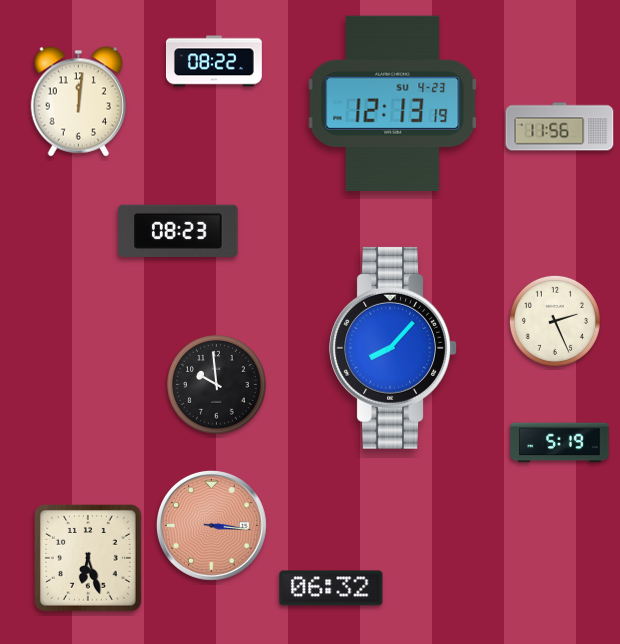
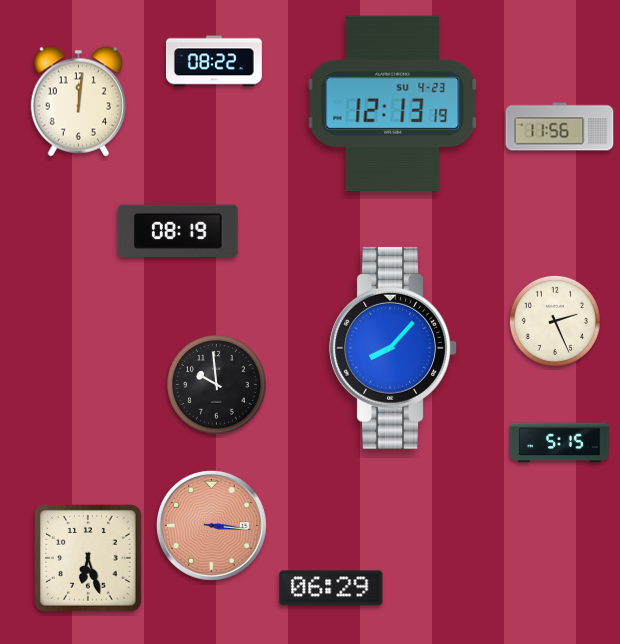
clock at (178, 230): 08:23 -> 08:19
clock at (560, 443): 5:19 -> 5:15
clock at (331, 588): 06:32 -> 06:29
